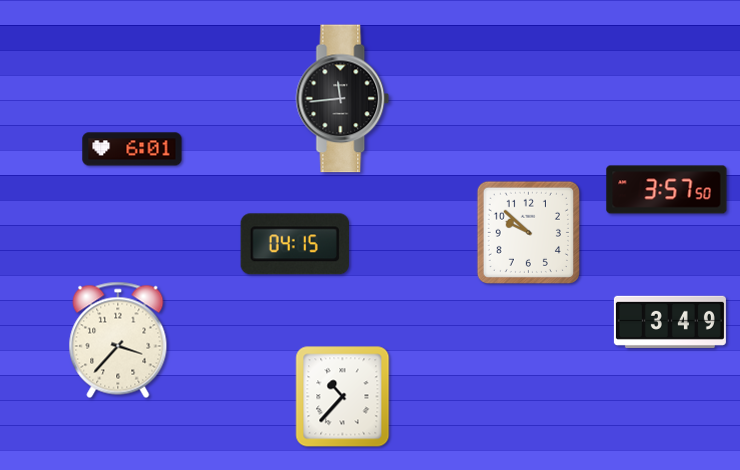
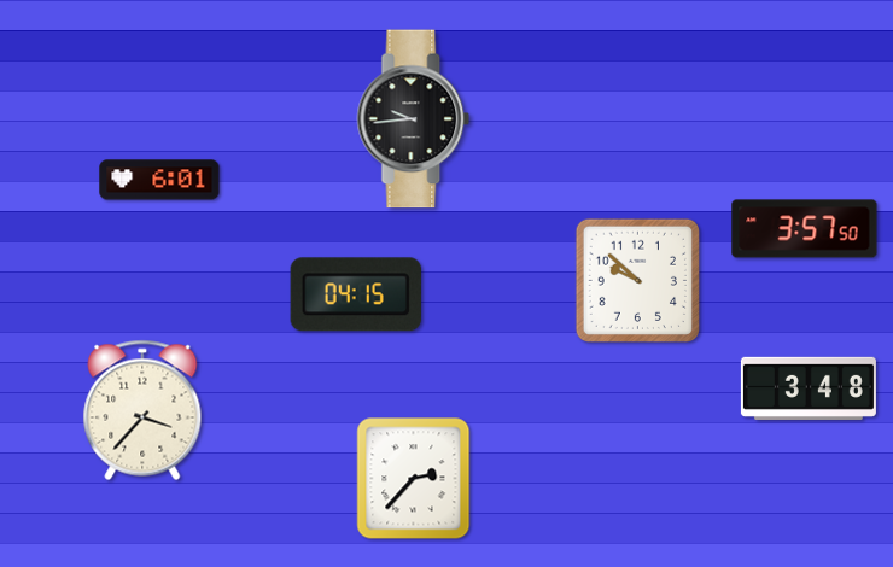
clock at (343, 99): 11:44 -> 9:44
clock at (670, 322): 3:49 -> 3:48
clock at (343, 397): 10:37 -> 2:37
